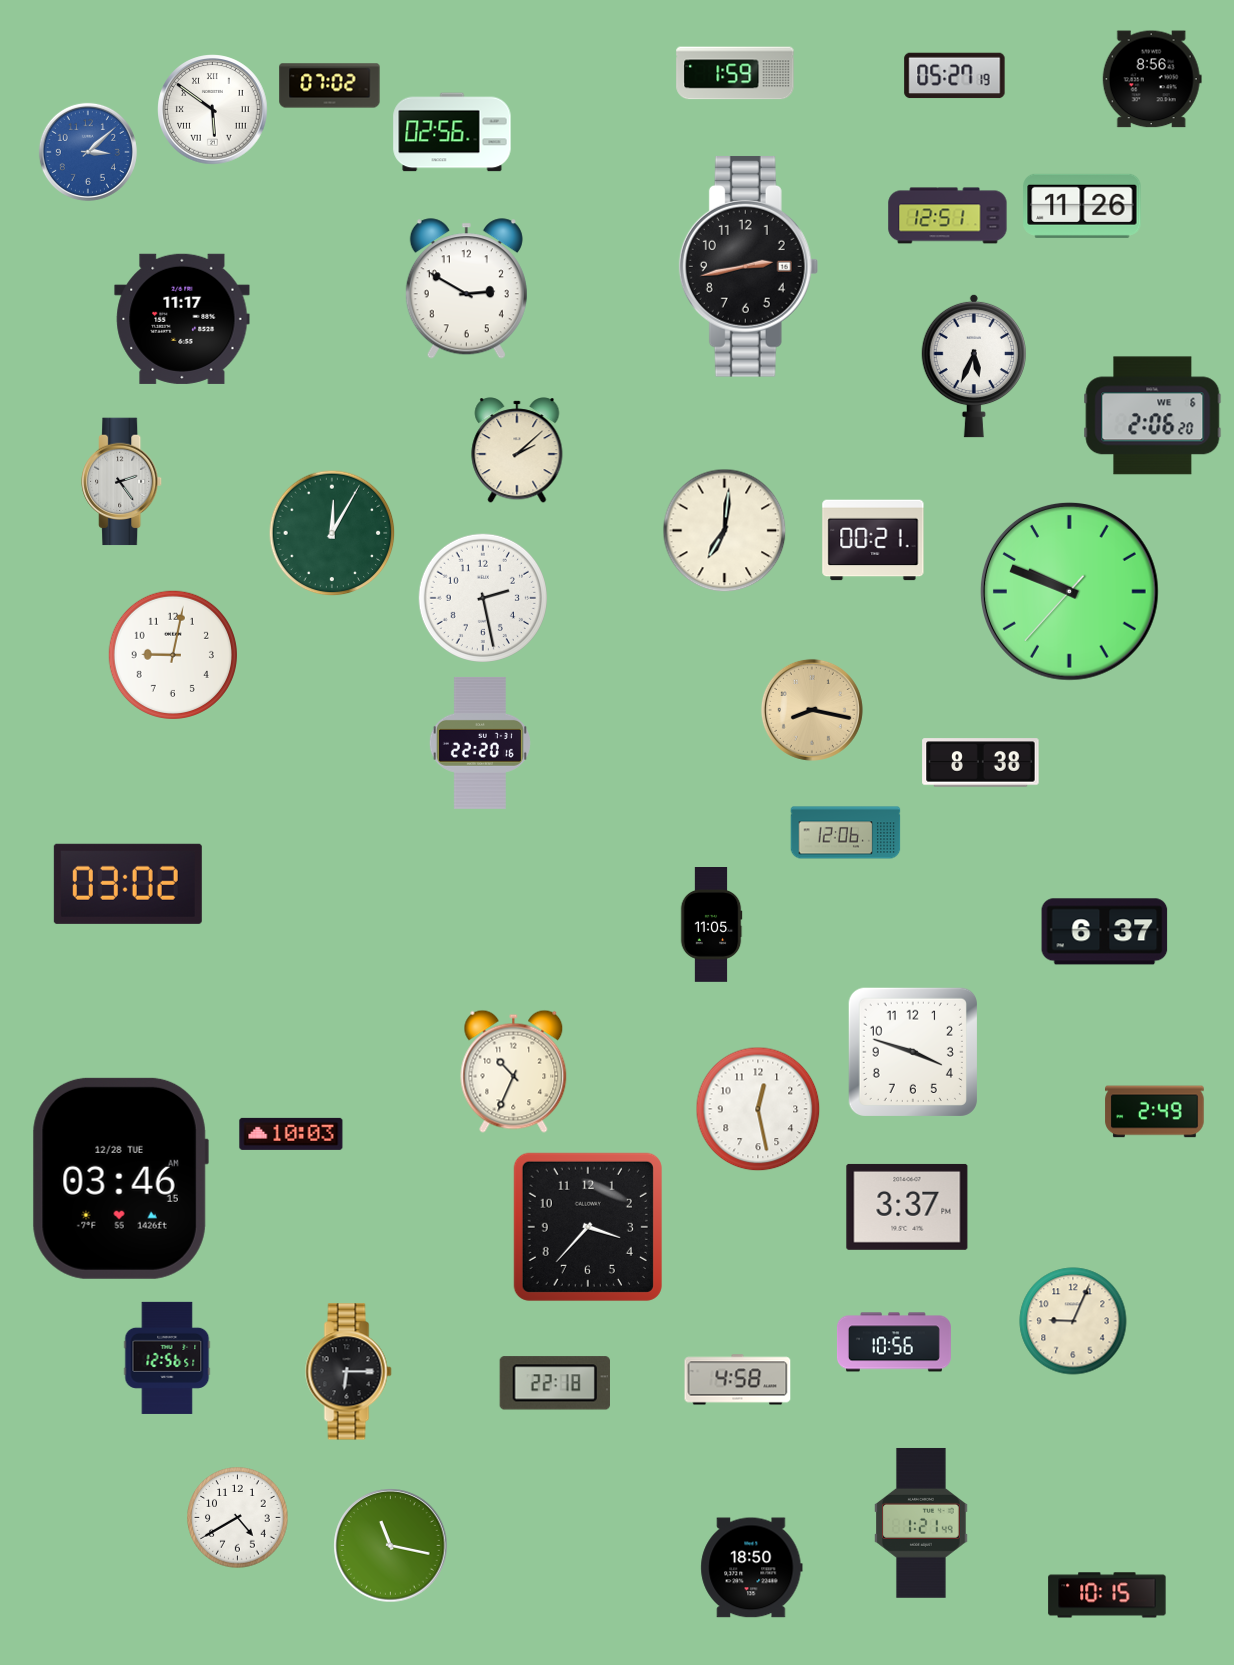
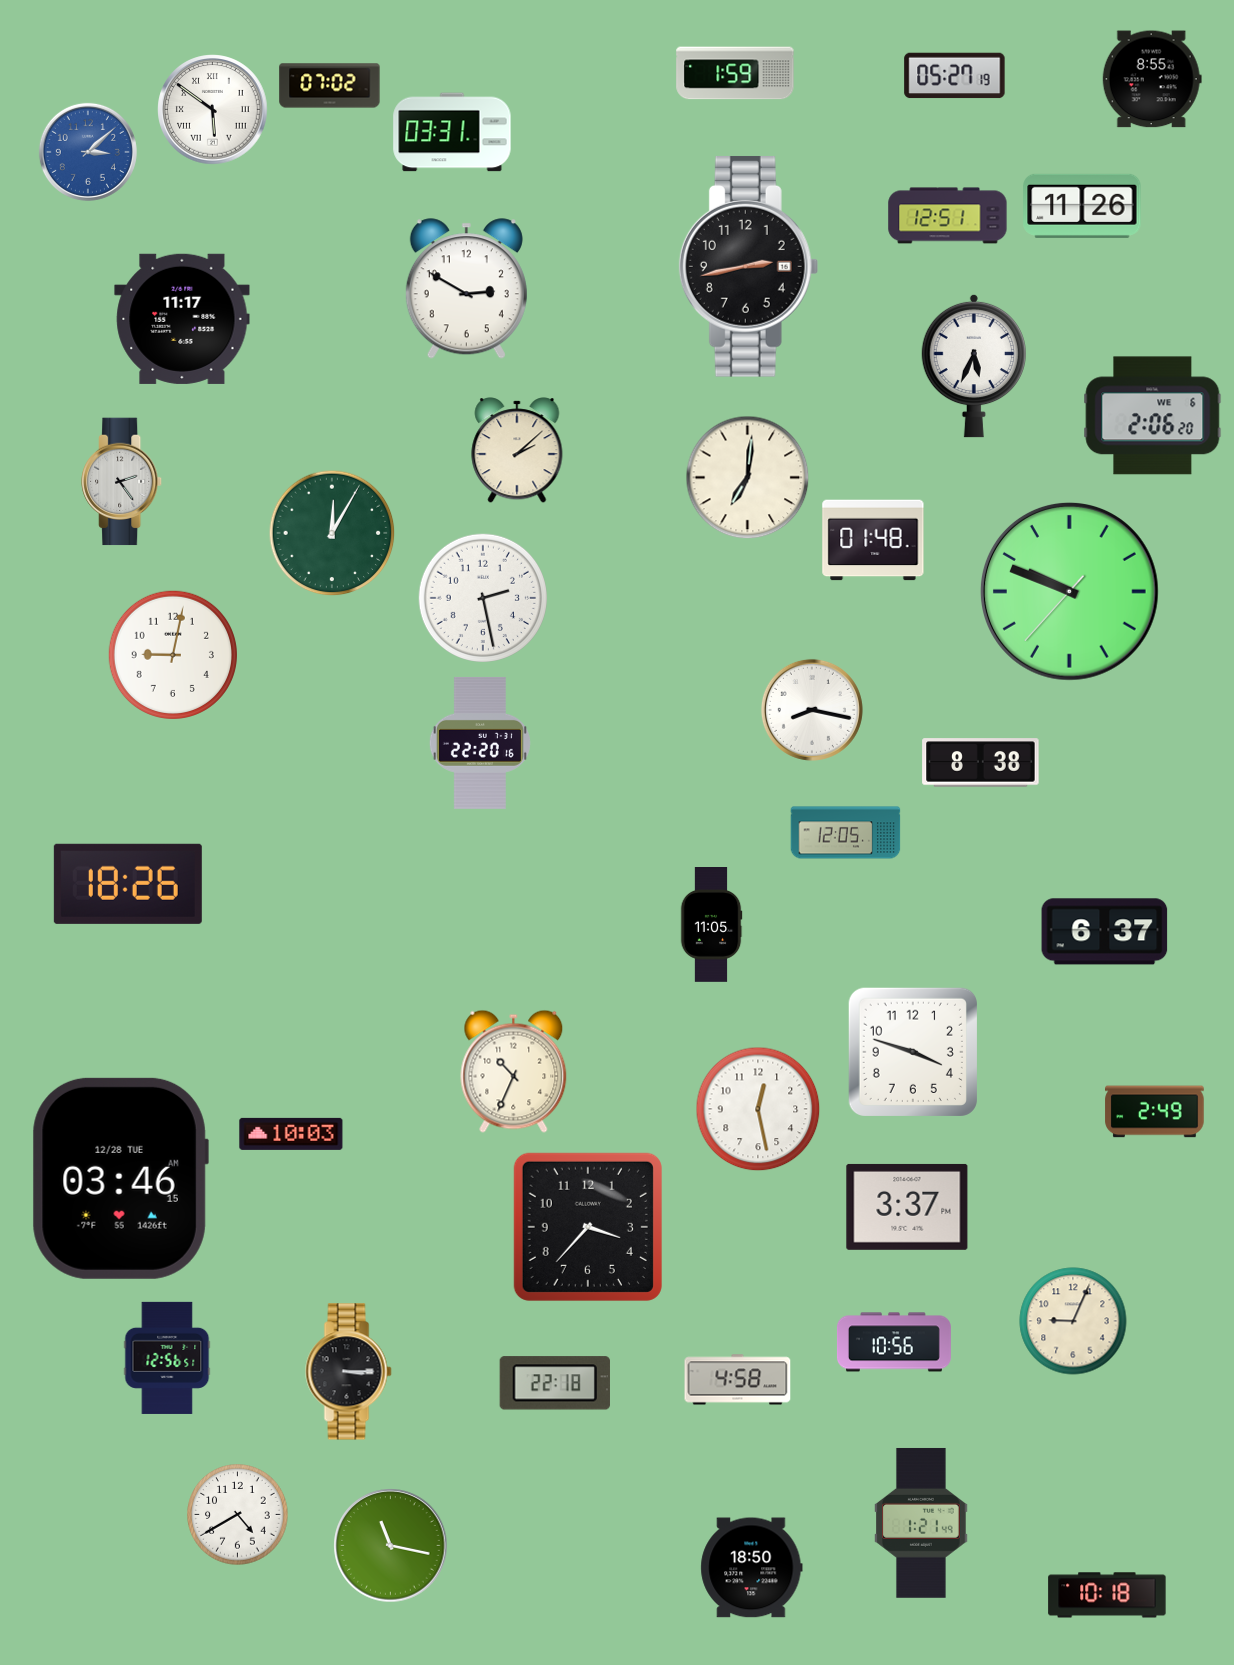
clock at (1152, 79): 8:56 -> 8:55
clock at (452, 132): 02:56 -> 03:31
clock at (725, 531) position: (725, 531) -> (748, 478)
clock at (873, 540): 00:21 -> 01:48
clock at (812, 710) dial: champagne -> white
clock at (846, 833): 12:06 -> 12:05
clock at (128, 884): 03:02 -> 18:26
clock at (349, 1372): 6:15 -> 3:15
clock at (238, 1518) position: (238, 1518) -> (238, 1515)
clock at (1107, 1595): 10:15 -> 10:18
